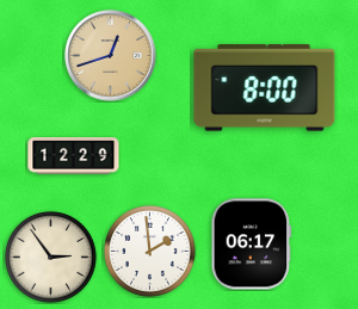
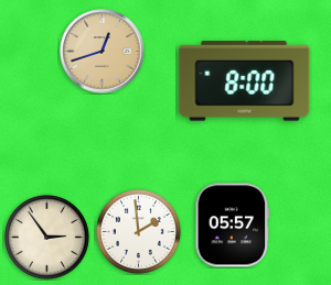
clock at (74, 156): 12:29 -> none
clock at (252, 245): 06:17 -> 05:57
